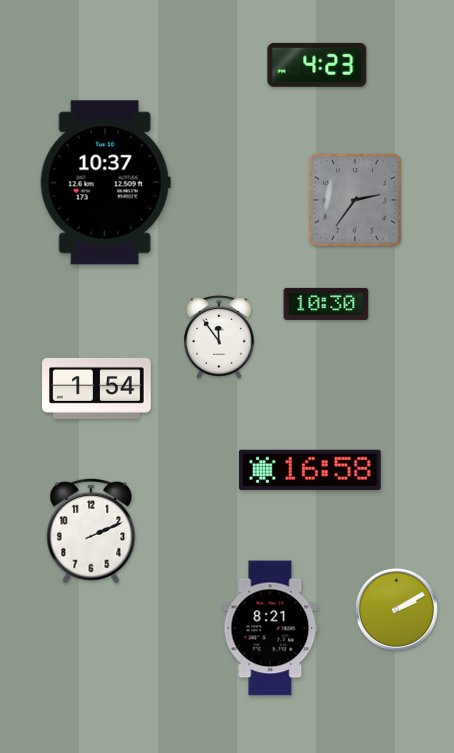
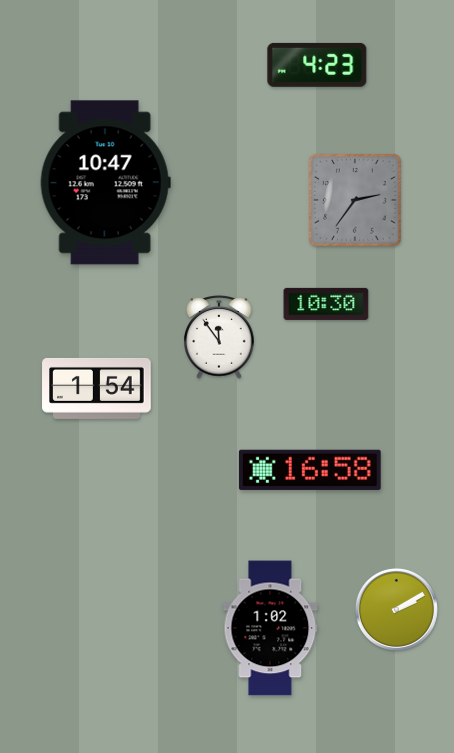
clock at (105, 183): 10:37 -> 10:47
clock at (91, 531): 2:11 -> none
clock at (270, 628): 8:21 -> 1:02
